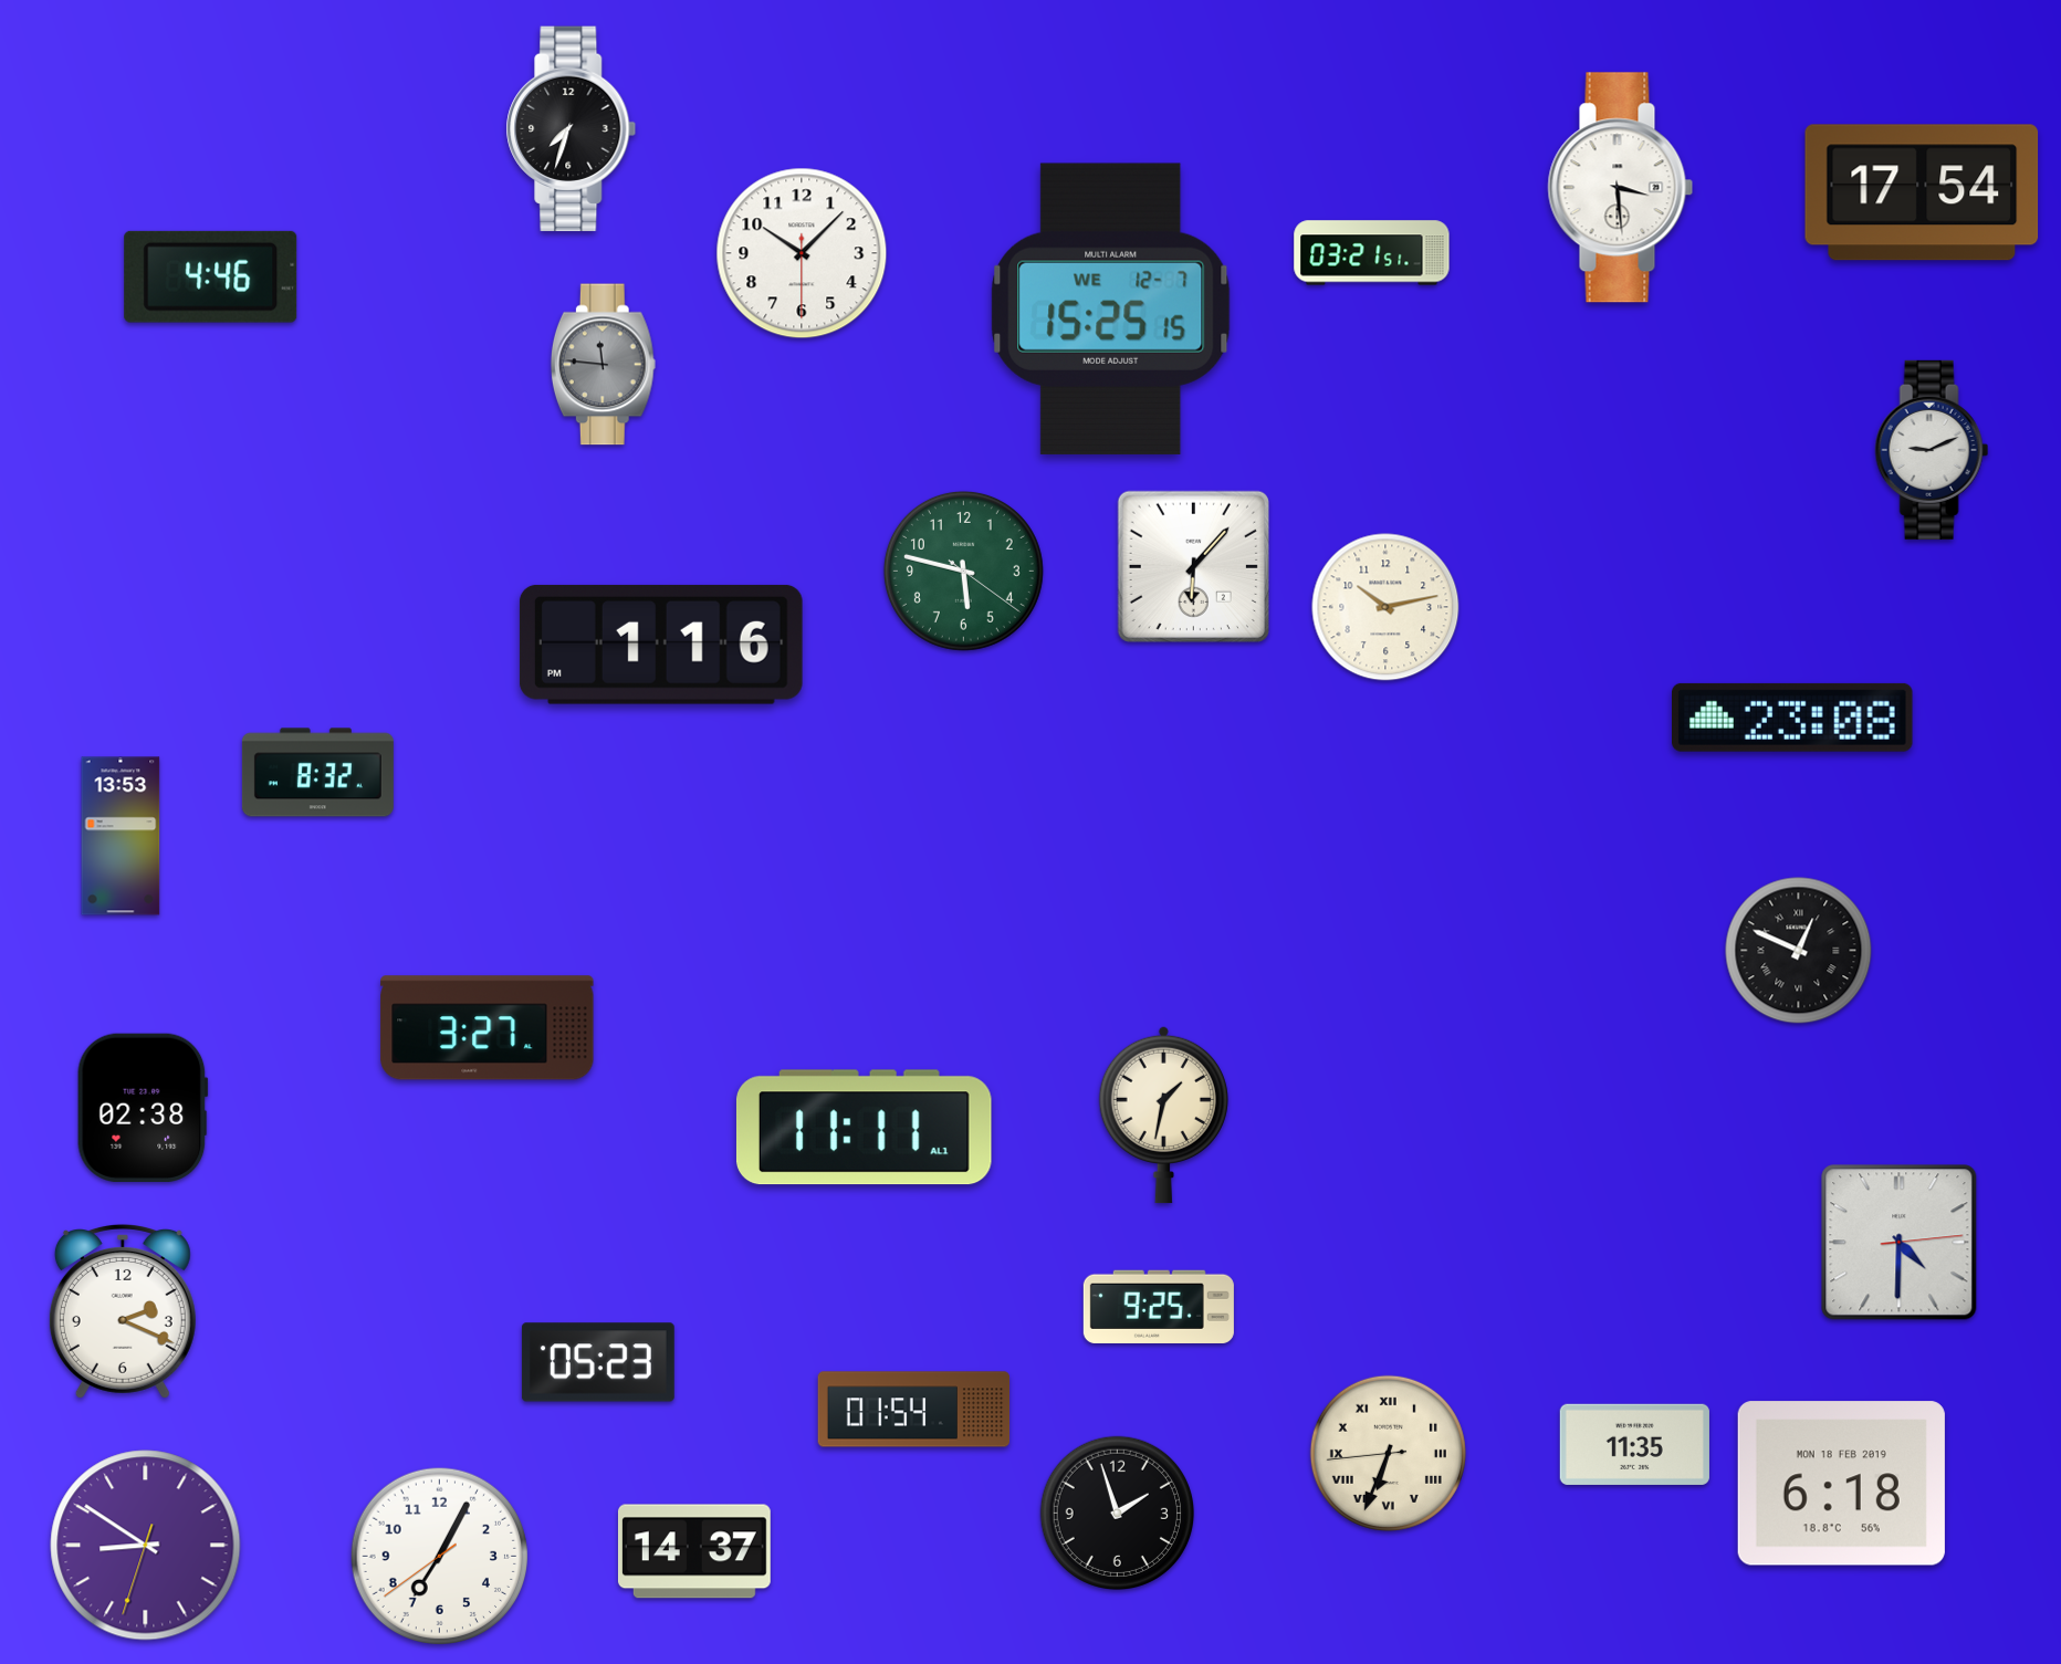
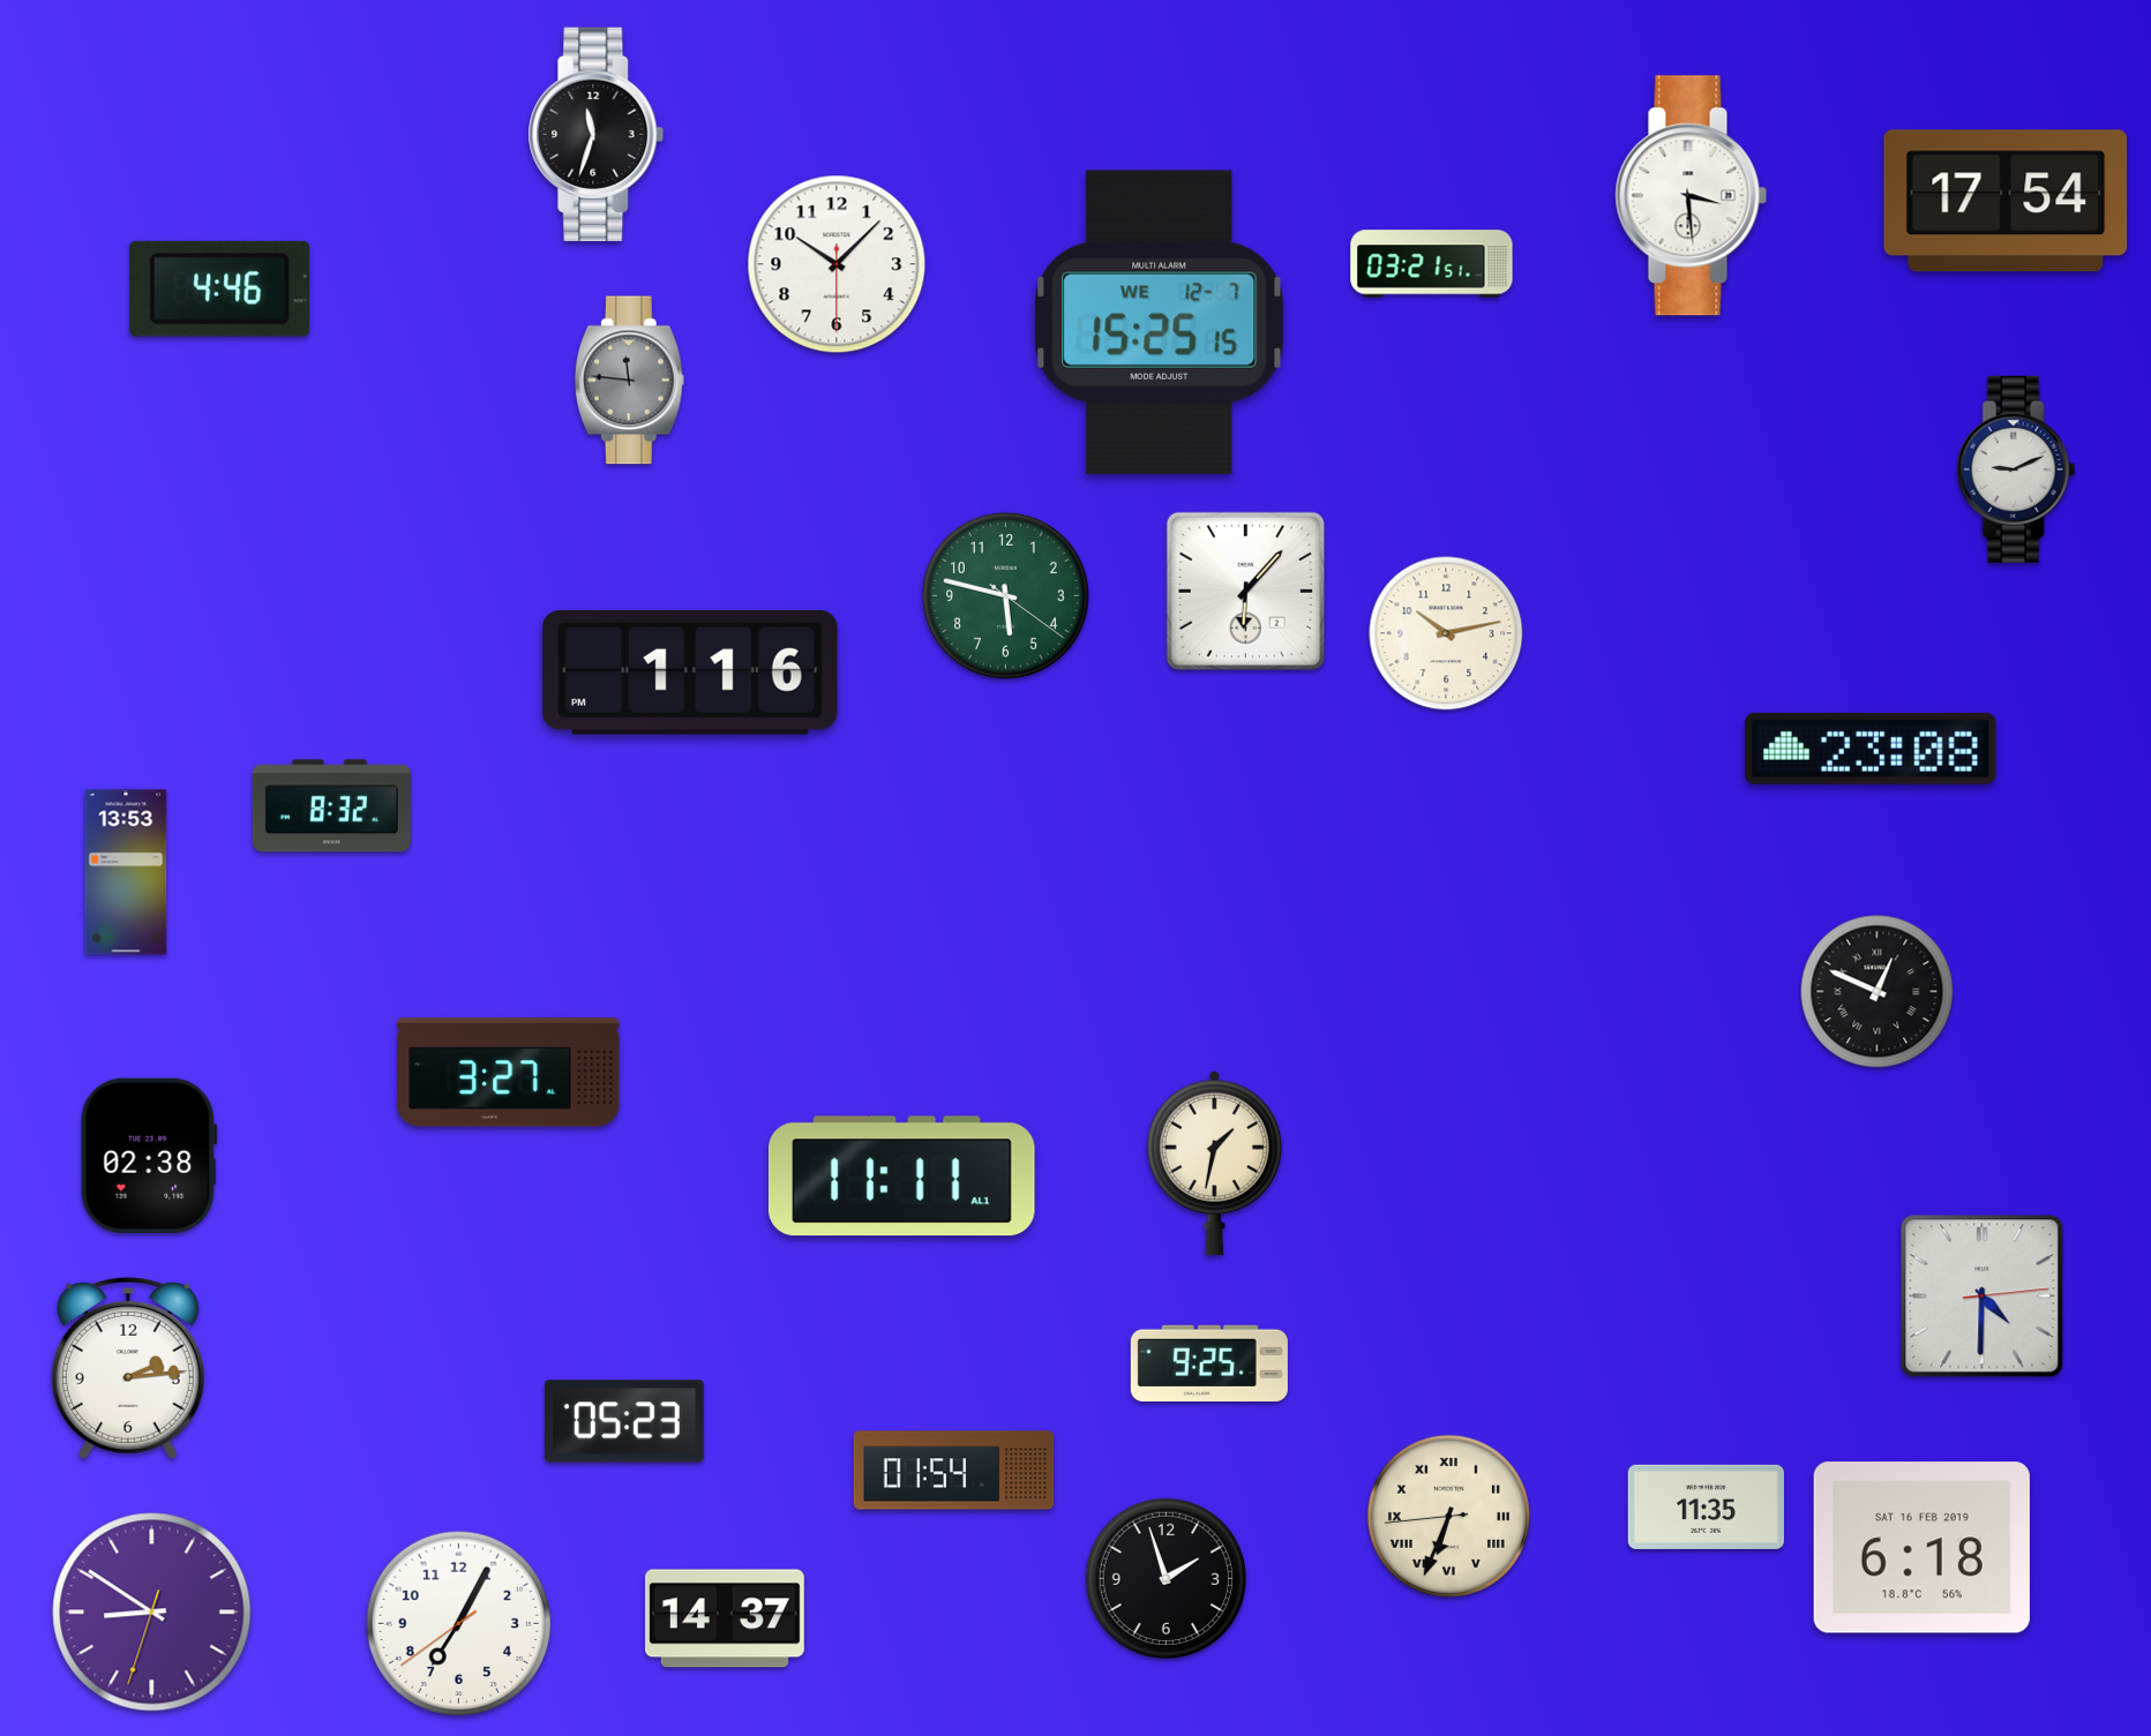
clock at (572, 129): 7:33 -> 11:33
clock at (123, 1312): 2:19 -> 2:14
clock at (1841, 1484) date: MON 18 FEB 2019 -> SAT 16 FEB 2019
